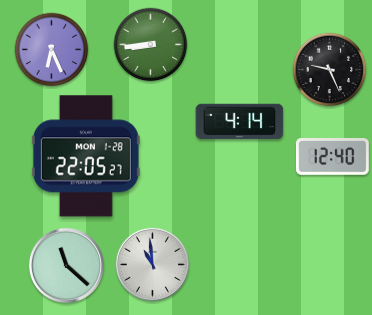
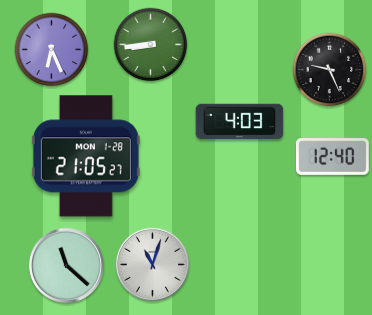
clock at (240, 122): 4:14 -> 4:03
clock at (86, 156): 22:05 -> 21:05
clock at (152, 264): 10:59 -> 11:03
